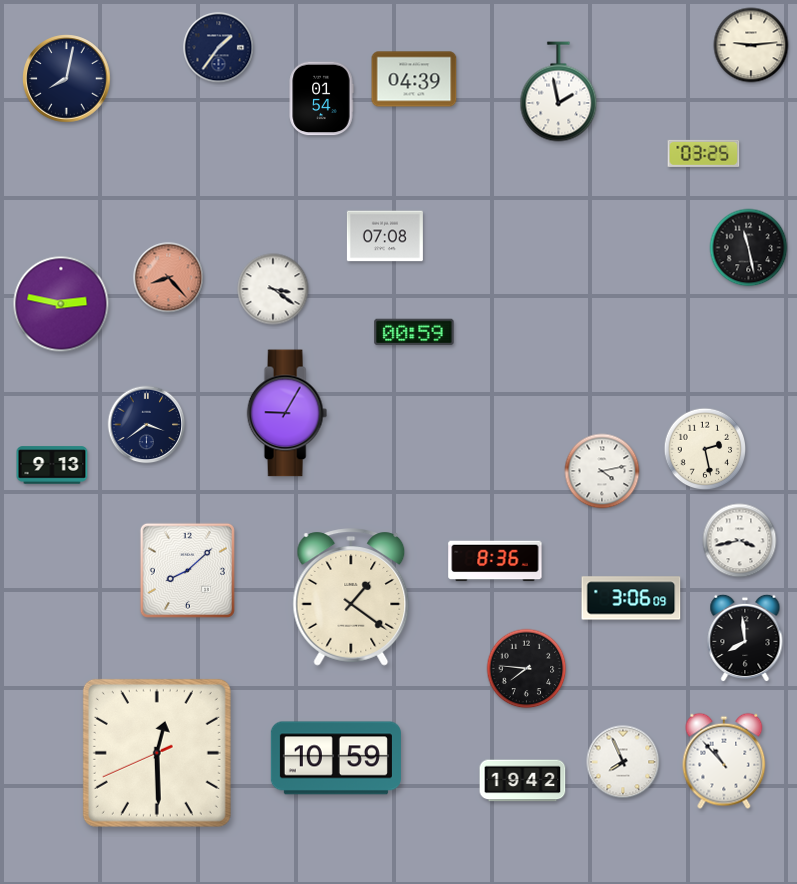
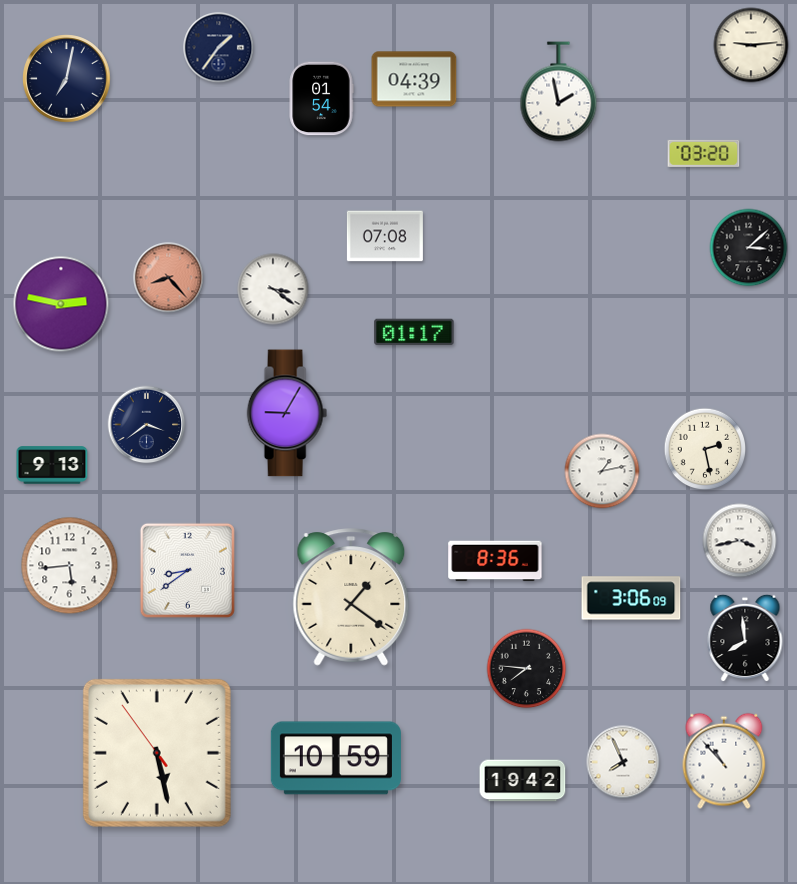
clock at (67, 79): 8:02 -> 7:02
clock at (704, 153): 03:25 -> 03:20
clock at (749, 248): 11:28 -> 3:08
clock at (414, 332): 00:59 -> 01:17
clock at (602, 471): 4:13 -> 1:13
clock at (70, 566): none -> 5:44
clock at (187, 570): 8:08 -> 8:39
clock at (157, 753): 12:29 -> 5:27
